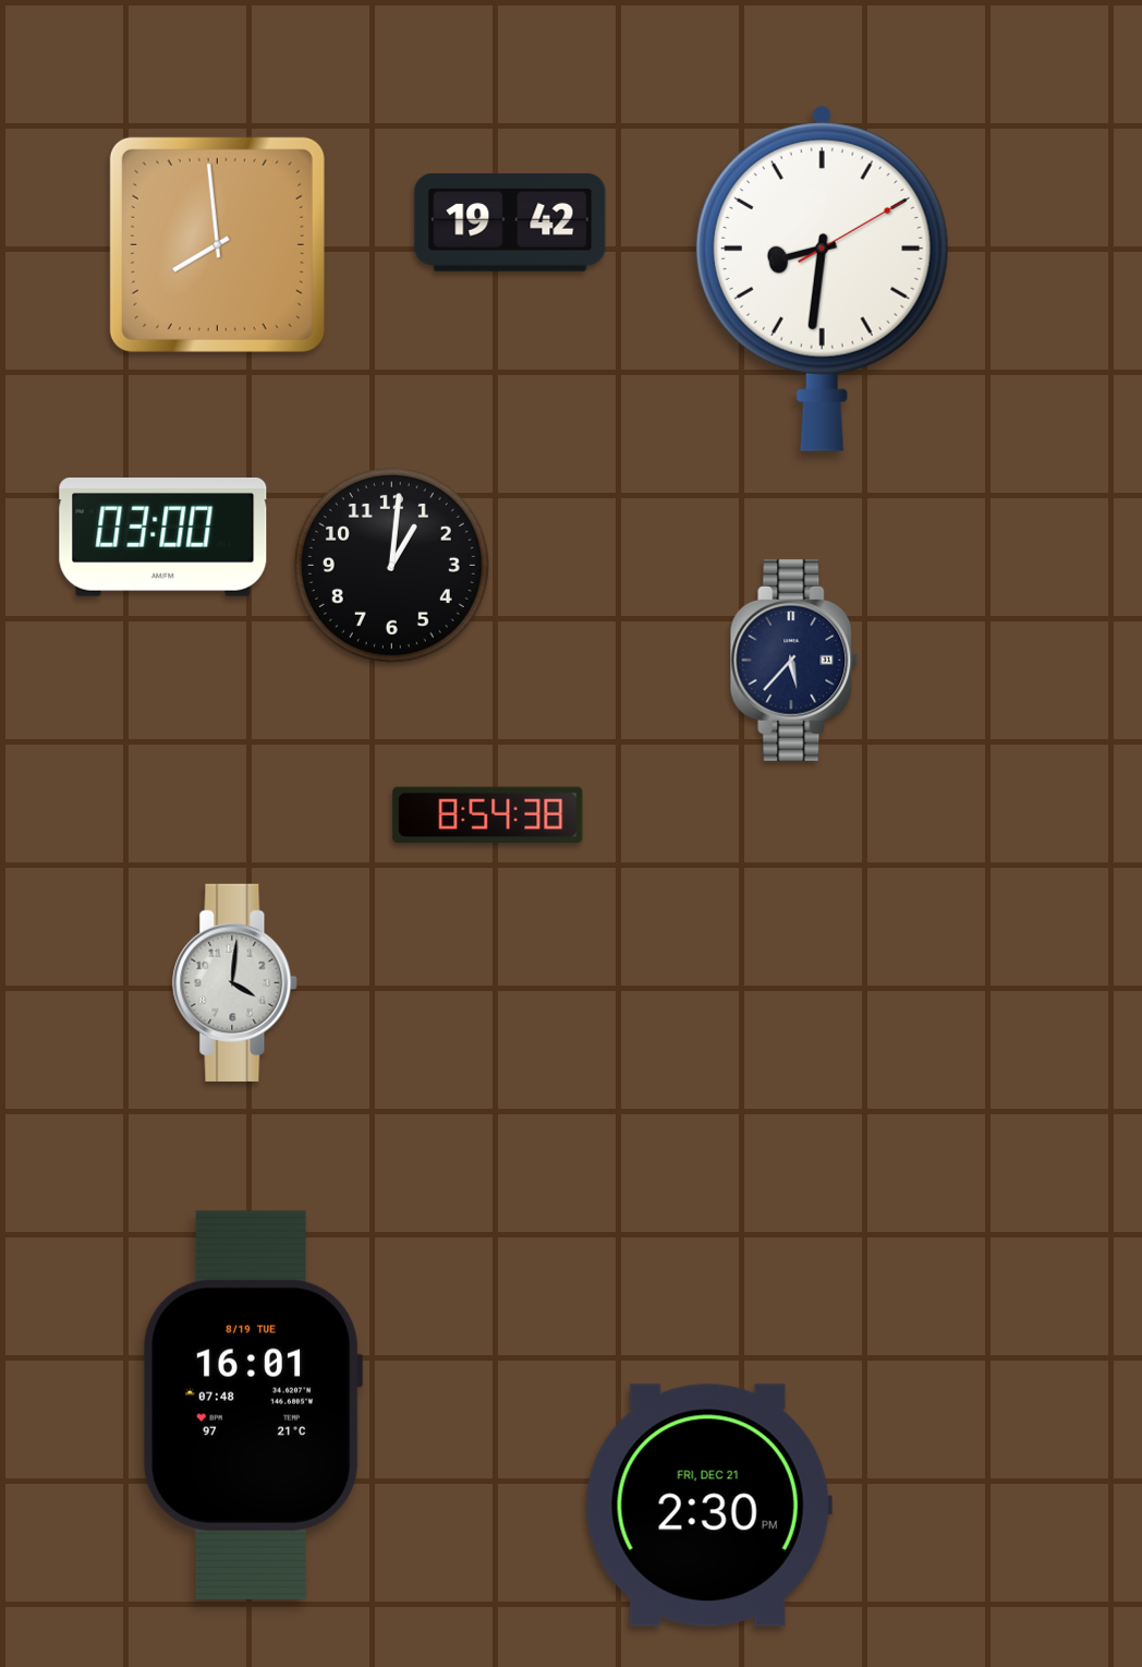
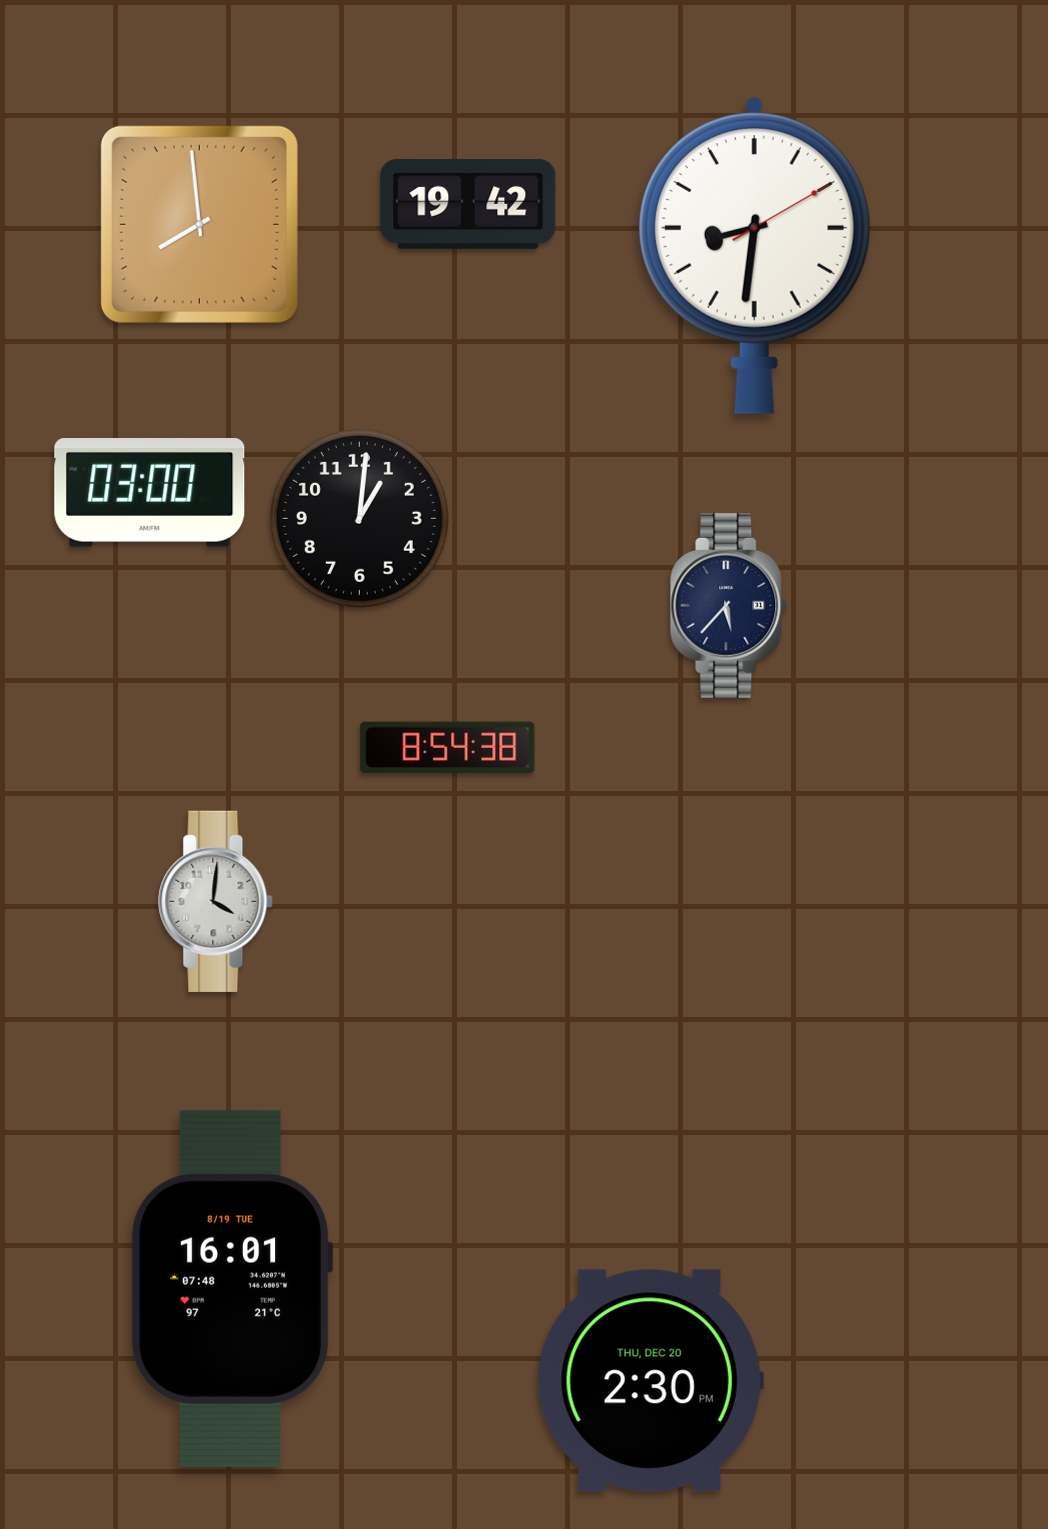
clock at (708, 1506) date: FRI, DEC 21 -> THU, DEC 20
